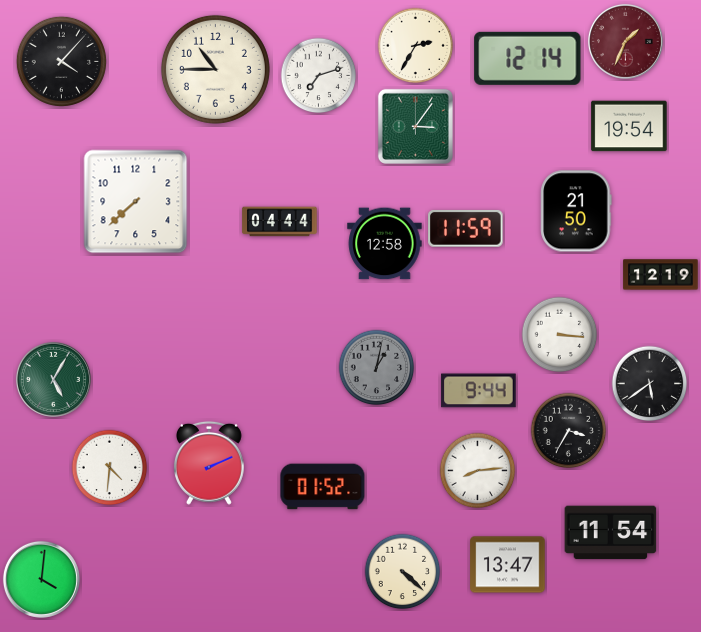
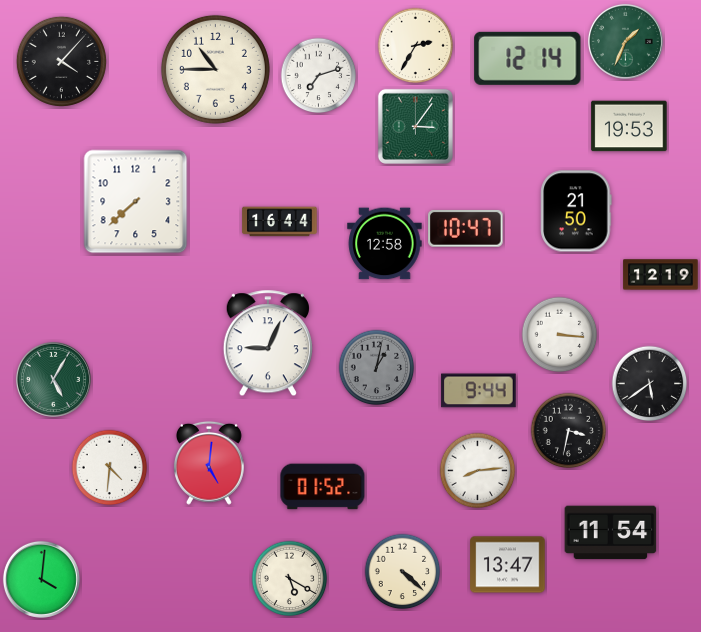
clock at (625, 41) dial: burgundy -> green
clock at (629, 126): 19:54 -> 19:53
clock at (280, 222): 04:44 -> 16:44
clock at (466, 229): 11:59 -> 10:47
clock at (268, 344): none -> 9:04
clock at (569, 431): 3:35 -> 3:32
clock at (209, 463): 2:11 -> 5:01
clock at (290, 579): none -> 5:20
